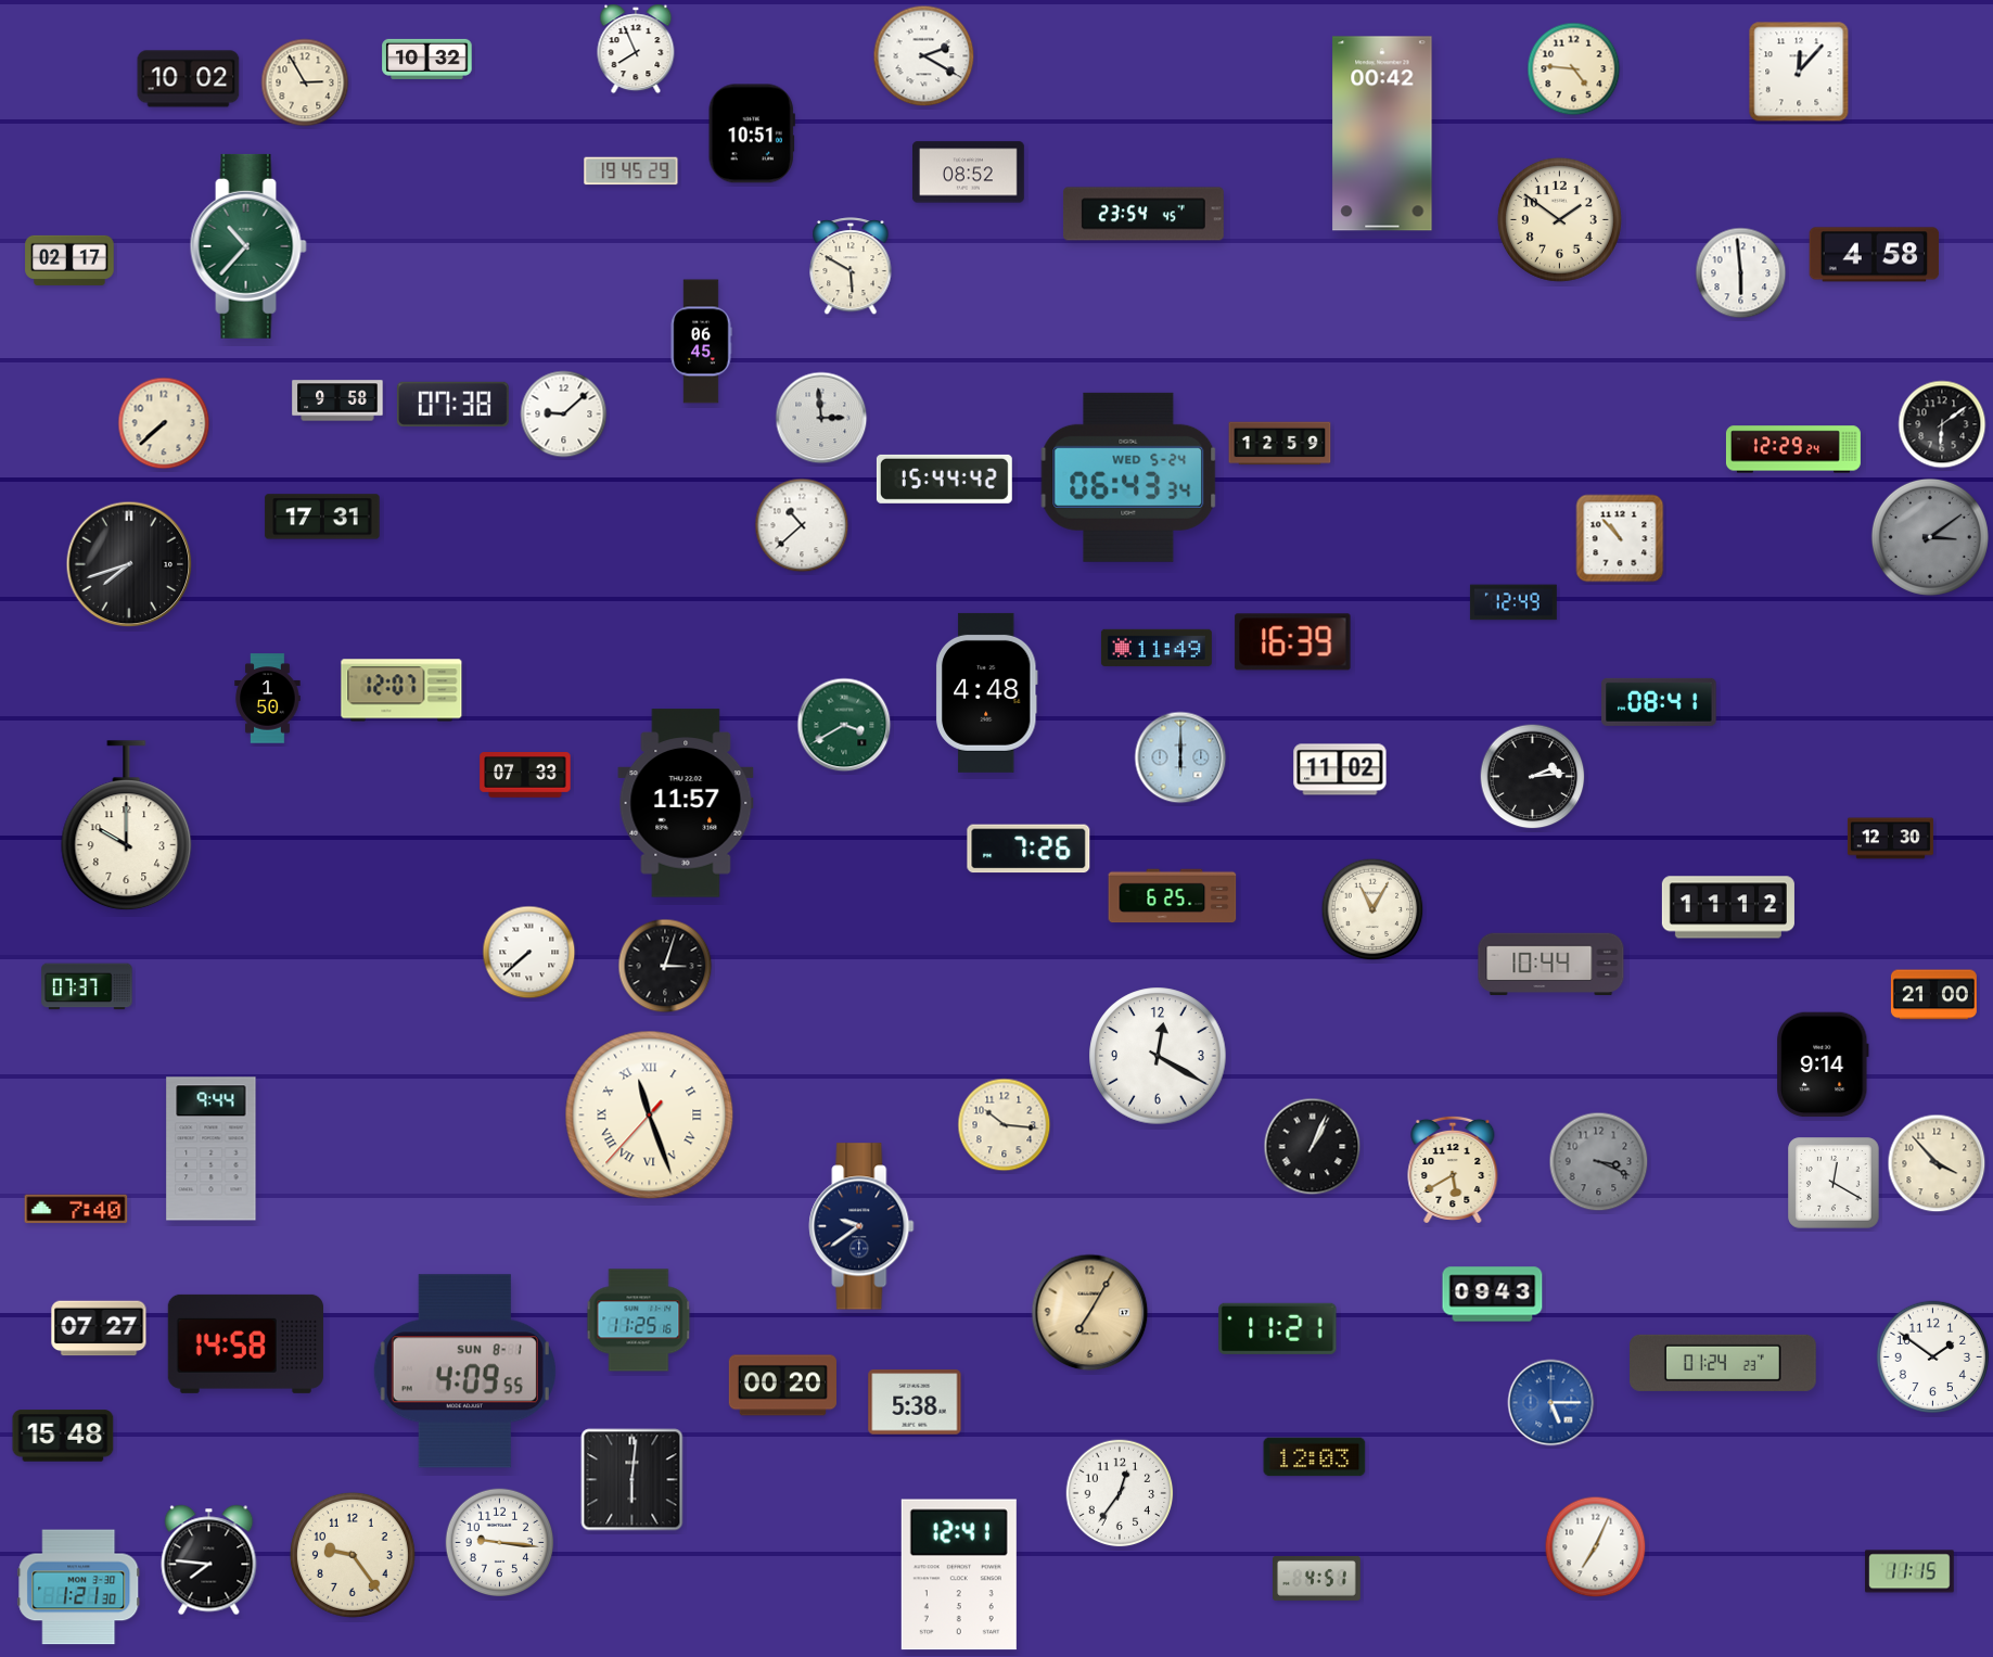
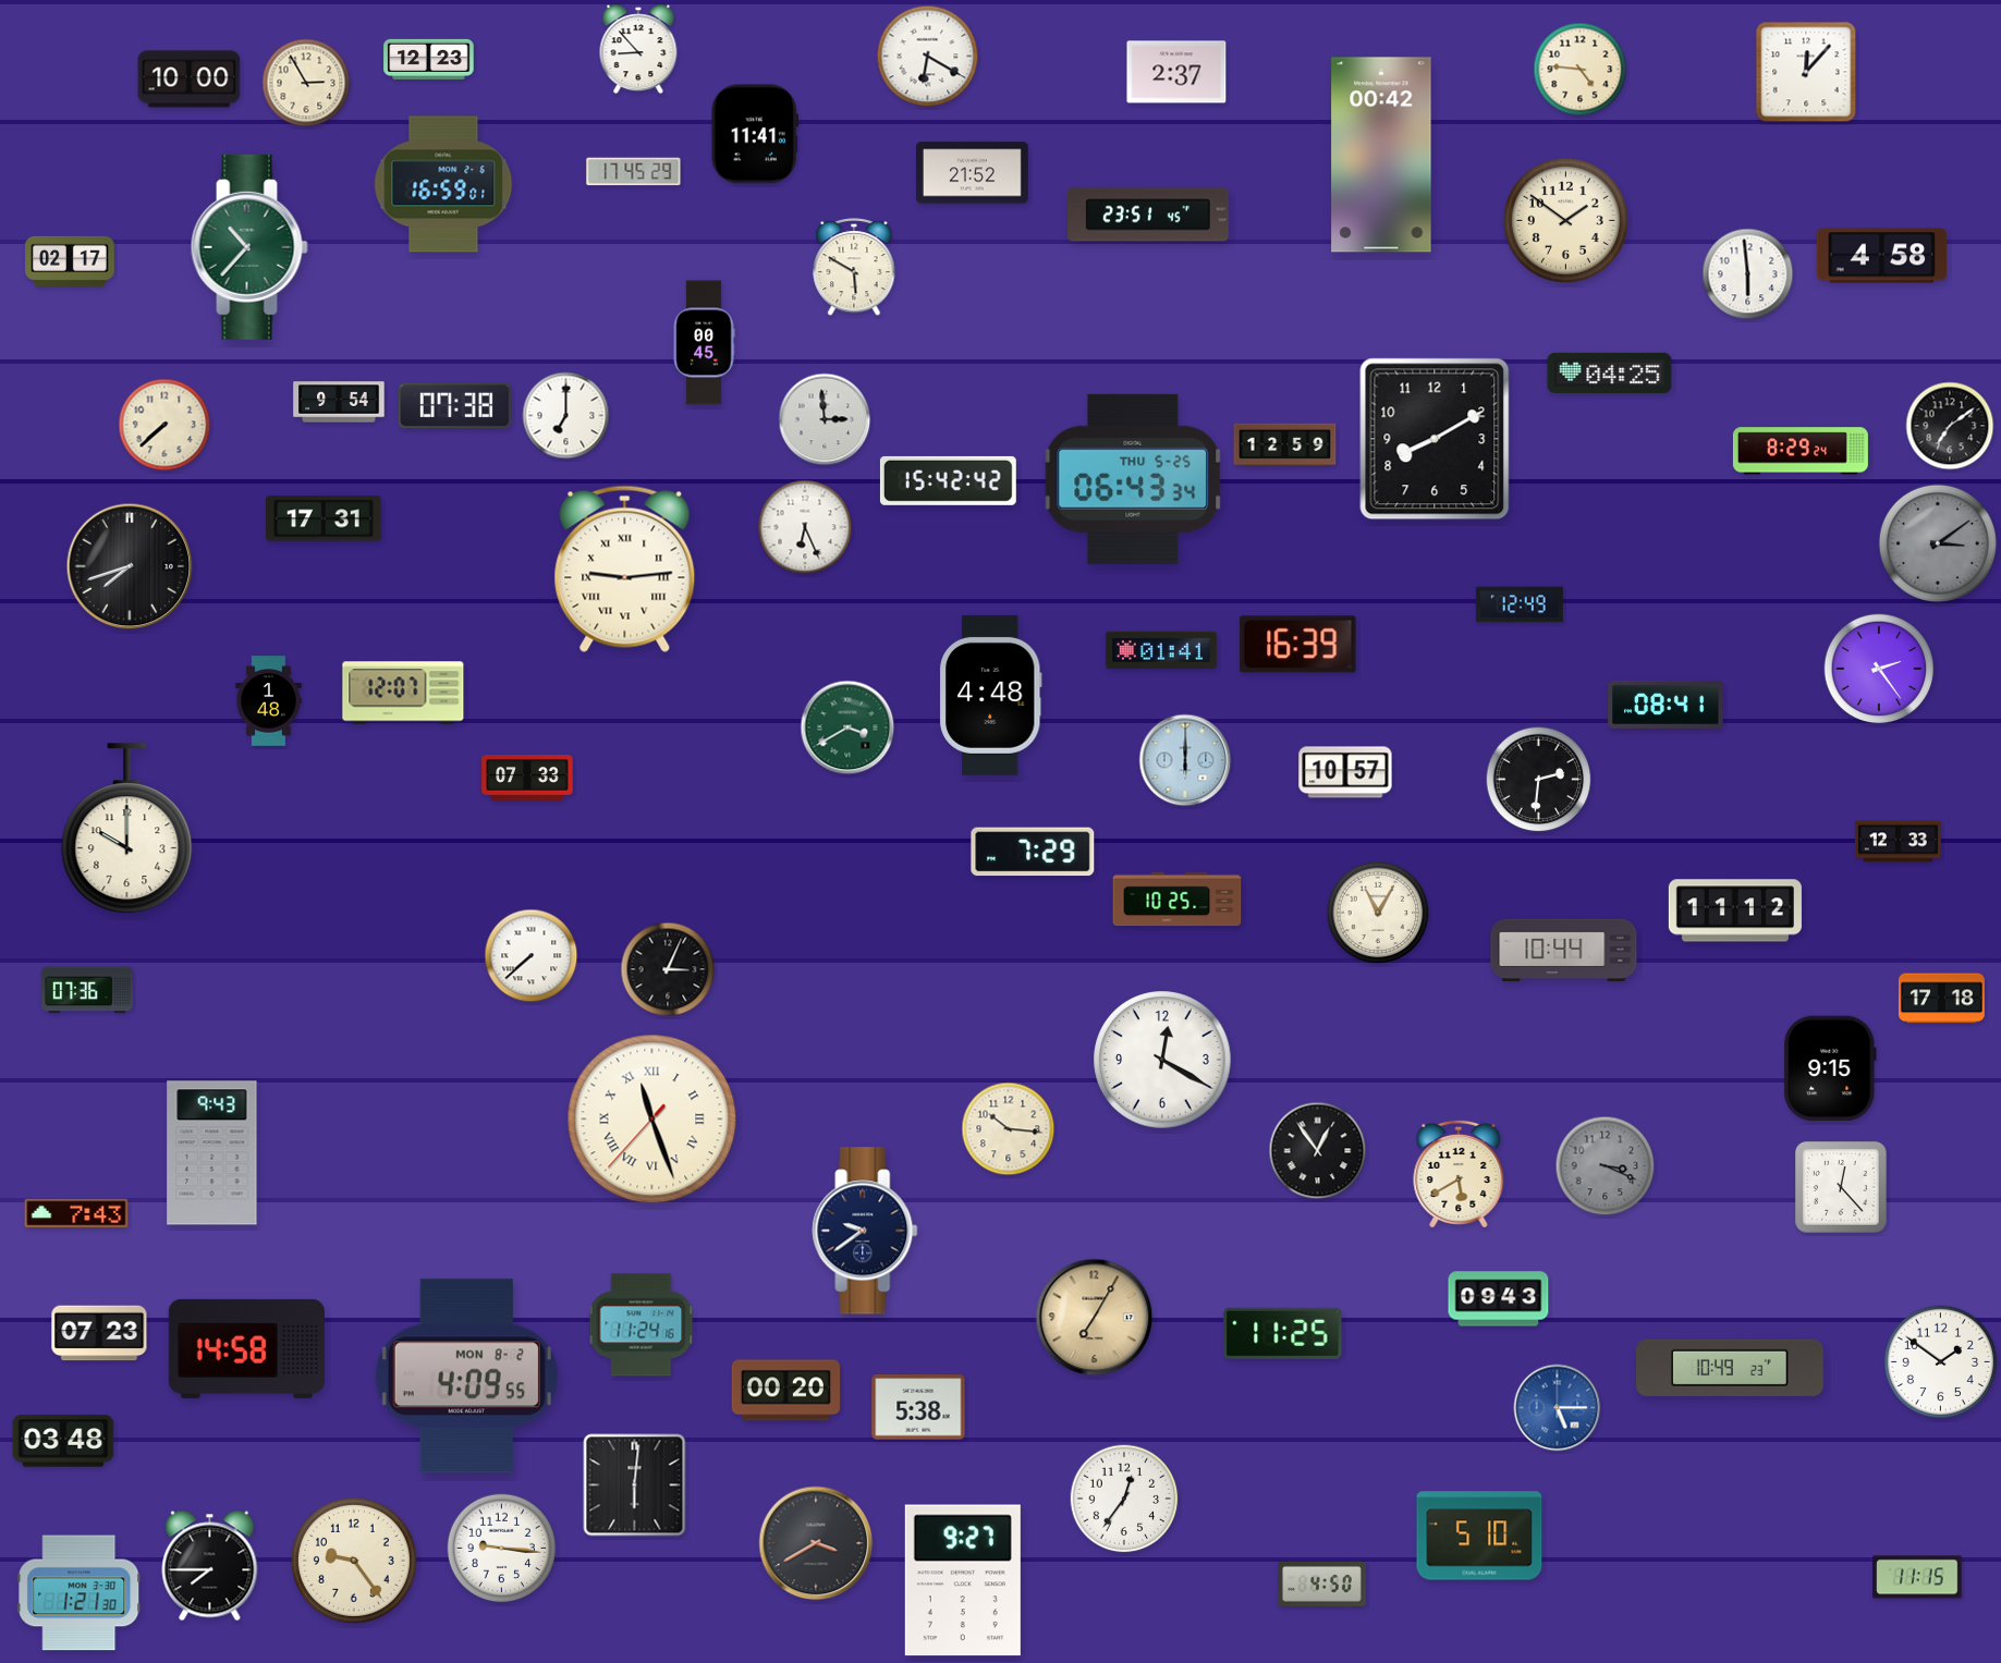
clock at (636, 49): 7:56 -> 8:53
clock at (924, 56): 2:20 -> 6:20
clock at (427, 59): 10:32 -> 12:23
clock at (1176, 72): none -> 2:37
clock at (189, 79): 10:02 -> 10:00
clock at (752, 133): 10:51 -> 11:41
clock at (1382, 133) position: (1382, 133) -> (1381, 155)
clock at (631, 171): 19:45 -> 17:45
clock at (969, 173): 08:52 -> 21:52
clock at (443, 184): none -> 16:59
clock at (1144, 214): 23:54 -> 23:51
clock at (701, 342): 06:45 -> 00:45
clock at (1610, 372): none -> 04:25
clock at (337, 400): 9:58 -> 9:54
clock at (564, 415): 9:08 -> 7:00
clock at (1942, 424): 6:09 -> 7:09
clock at (1435, 439): none -> 8:10
clock at (1793, 449): 12:29 -> 8:29
clock at (1128, 477) date: WED 5-24 -> THU 5-25
clock at (944, 479): 15:44 -> 15:42
clock at (802, 525): 10:38 -> 6:26
clock at (1930, 537) position: (1930, 537) -> (1938, 543)
clock at (1620, 538): 10:53 -> none
clock at (625, 568): none -> 9:14
clock at (1157, 648): 11:49 -> 01:41
clock at (1879, 669): none -> 2:24
clock at (268, 699): 1:50 -> 1:48
clock at (1340, 769): 11:02 -> 10:57
clock at (1533, 777): 2:14 -> 2:31
clock at (686, 803): 11:57 -> none
clock at (1890, 839): 12:30 -> 12:33
clock at (1029, 849): 7:26 -> 7:29
clock at (1173, 896): 6:25 -> 10:25
clock at (1551, 965) position: (1551, 965) -> (1564, 951)
clock at (665, 966): 3:03 -> 3:04
clock at (87, 986): 07:37 -> 07:36
clock at (1933, 995): 21:00 -> 17:18
clock at (1824, 1065): 9:14 -> 9:15
clock at (1313, 1147): 1:04 -> 12:54
clock at (212, 1149): 9:44 -> 9:43
clock at (1937, 1163): 3:53 -> none
clock at (1834, 1183): 12:20 -> 12:23
clock at (76, 1209): 7:40 -> 7:43
clock at (639, 1321): 11:25 -> 11:24
clock at (99, 1328): 07:27 -> 07:23
clock at (1278, 1328): 11:21 -> 11:25
clock at (1723, 1363): 01:24 -> 10:49
clock at (464, 1372) date: SUN 8-1 -> MON 8-2
clock at (63, 1436): 15:48 -> 03:48
clock at (1315, 1457): 12:03 -> none
clock at (1479, 1536): none -> 5:10
clock at (816, 1543): none -> 3:40
clock at (1596, 1547): 7:04 -> none
clock at (209, 1560): 7:46 -> 7:45
clock at (959, 1575): 12:41 -> 9:27
clock at (1317, 1578): 4:51 -> 4:50
